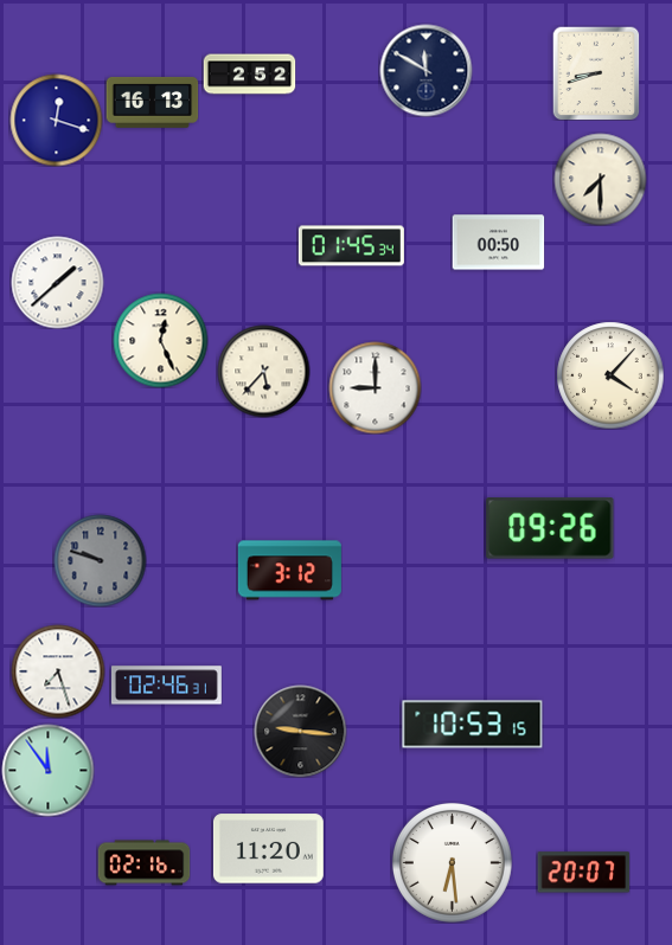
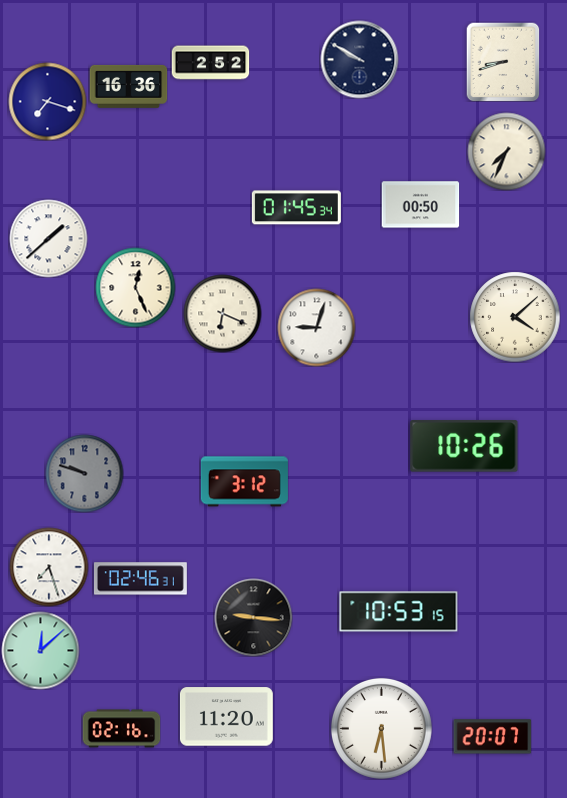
clock at (425, 70): 11:50 -> 9:50
clock at (152, 102): 16:13 -> 16:36
clock at (56, 120): 12:18 -> 7:18
clock at (600, 179): 7:30 -> 7:34
clock at (263, 371): 5:37 -> 6:19
clock at (610, 375): 4:07 -> 4:08
clock at (375, 387): 9:00 -> 9:03
clock at (550, 528): 09:26 -> 10:26
clock at (47, 770): 11:54 -> 12:08
